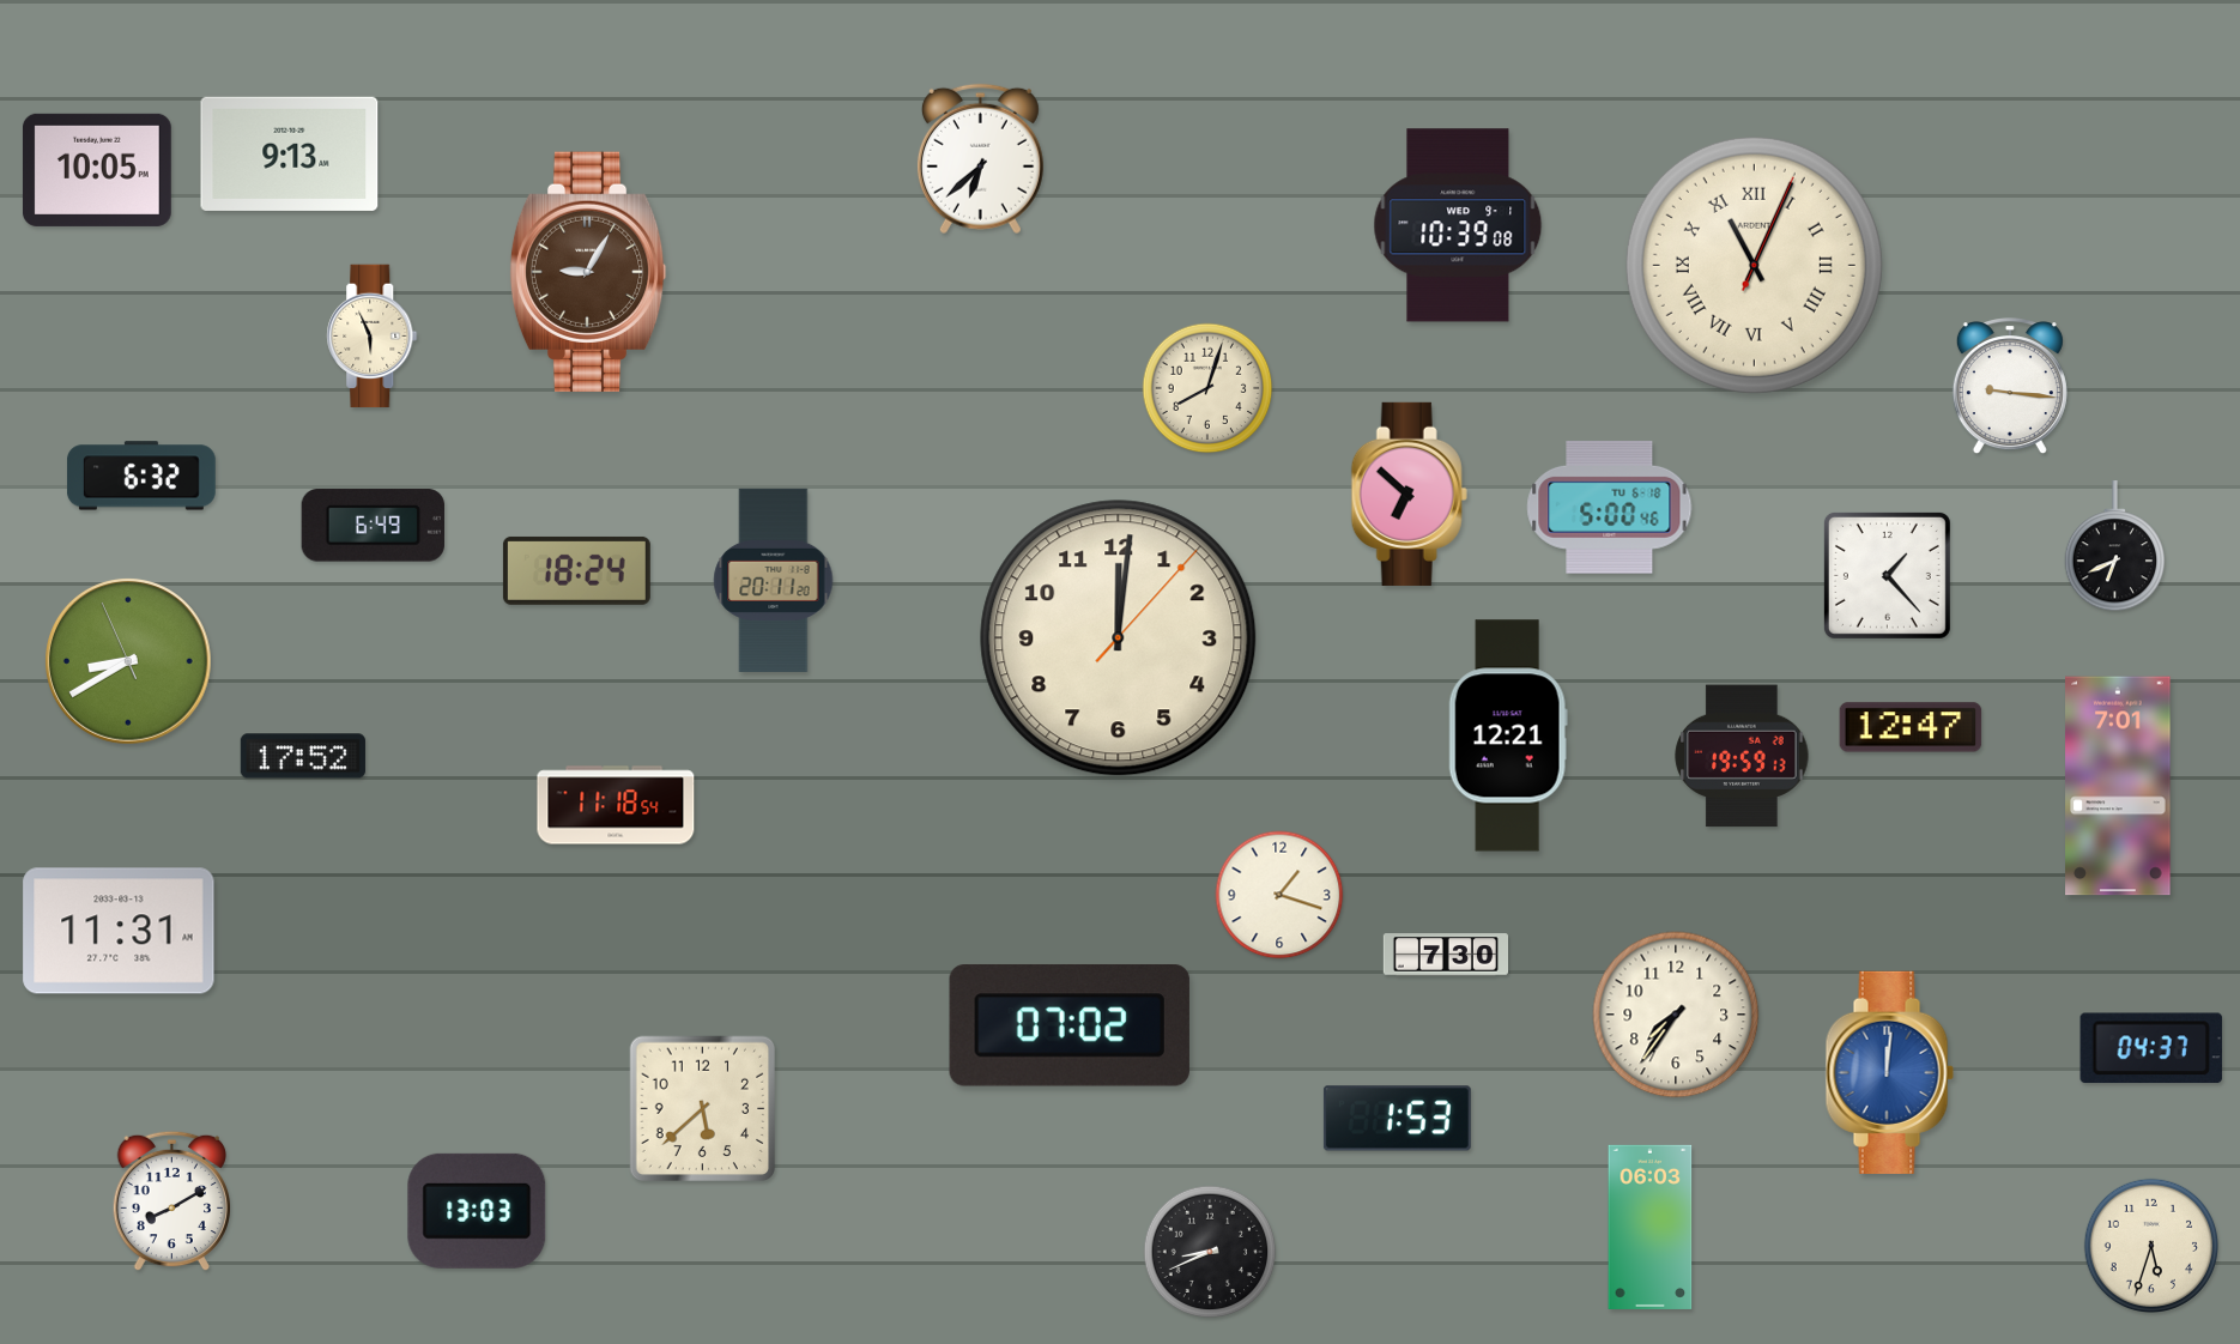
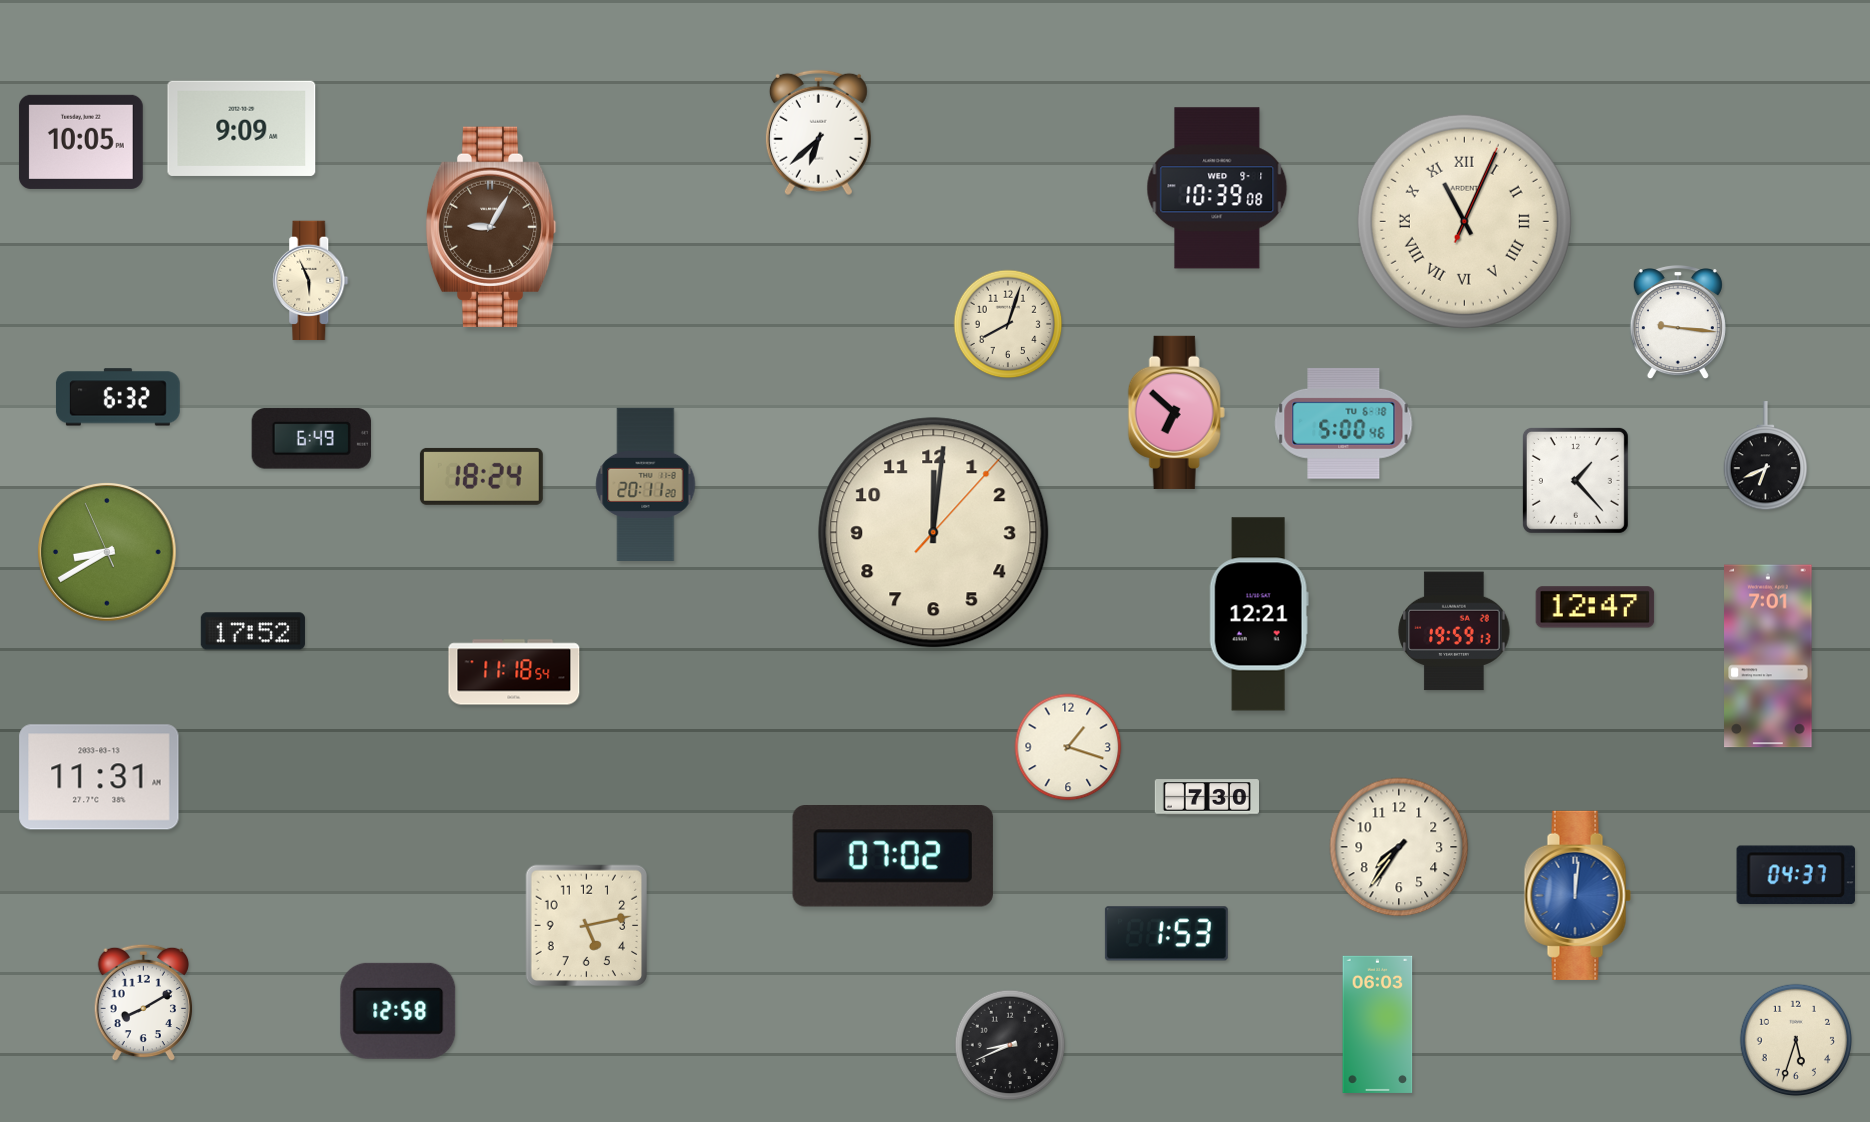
clock at (290, 153): 9:13 -> 9:09
clock at (703, 1109): 5:38 -> 5:13
clock at (477, 1211): 13:03 -> 12:58
